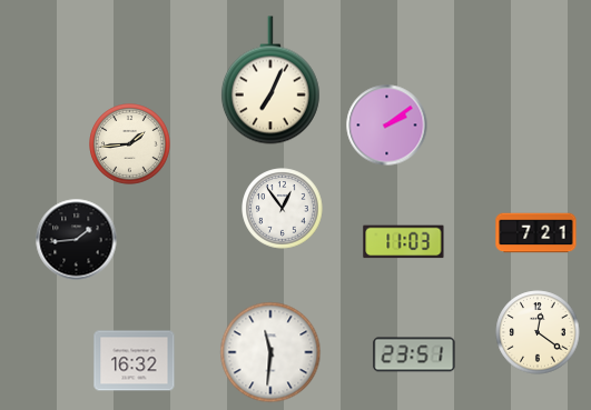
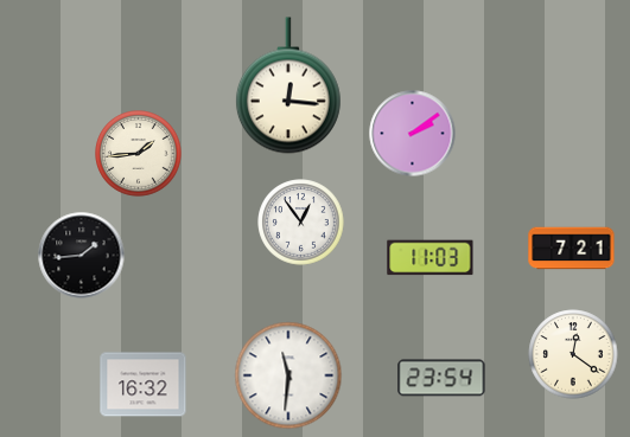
clock at (270, 80): 7:04 -> 12:16
clock at (414, 354): 23:51 -> 23:54
